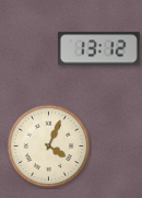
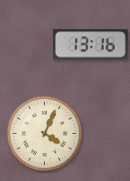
clock at (99, 49): 13:12 -> 13:16
